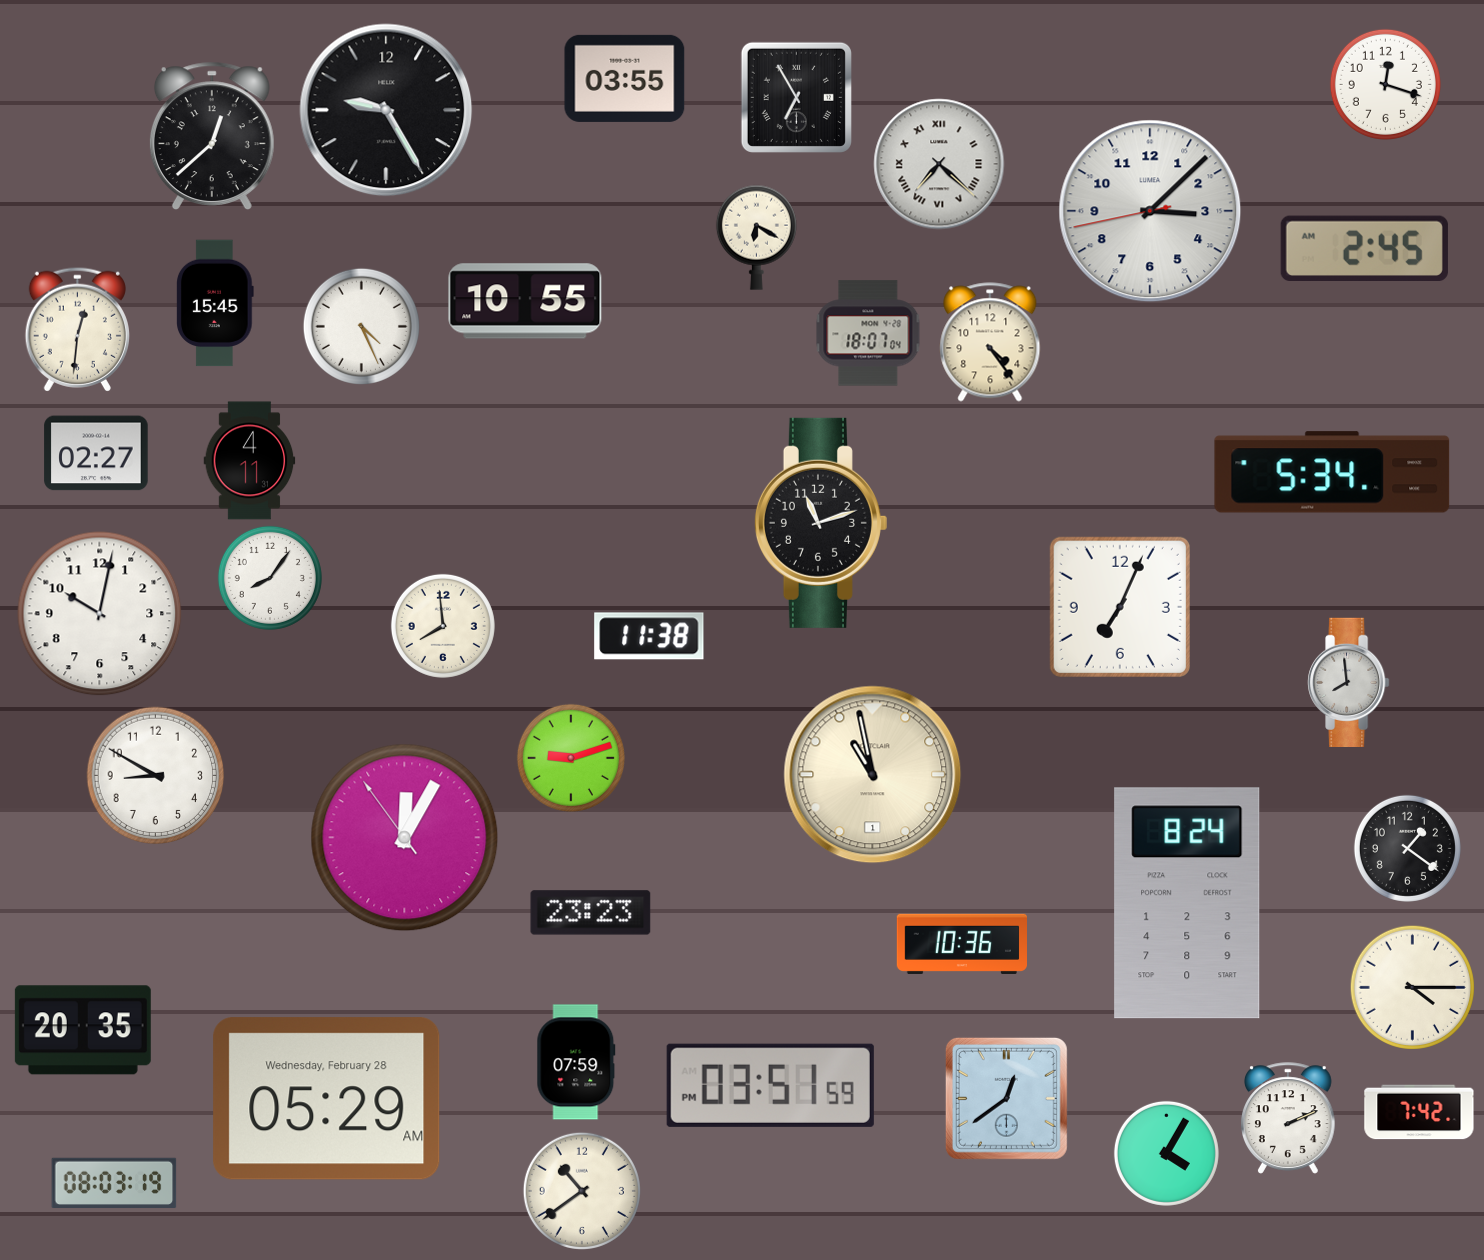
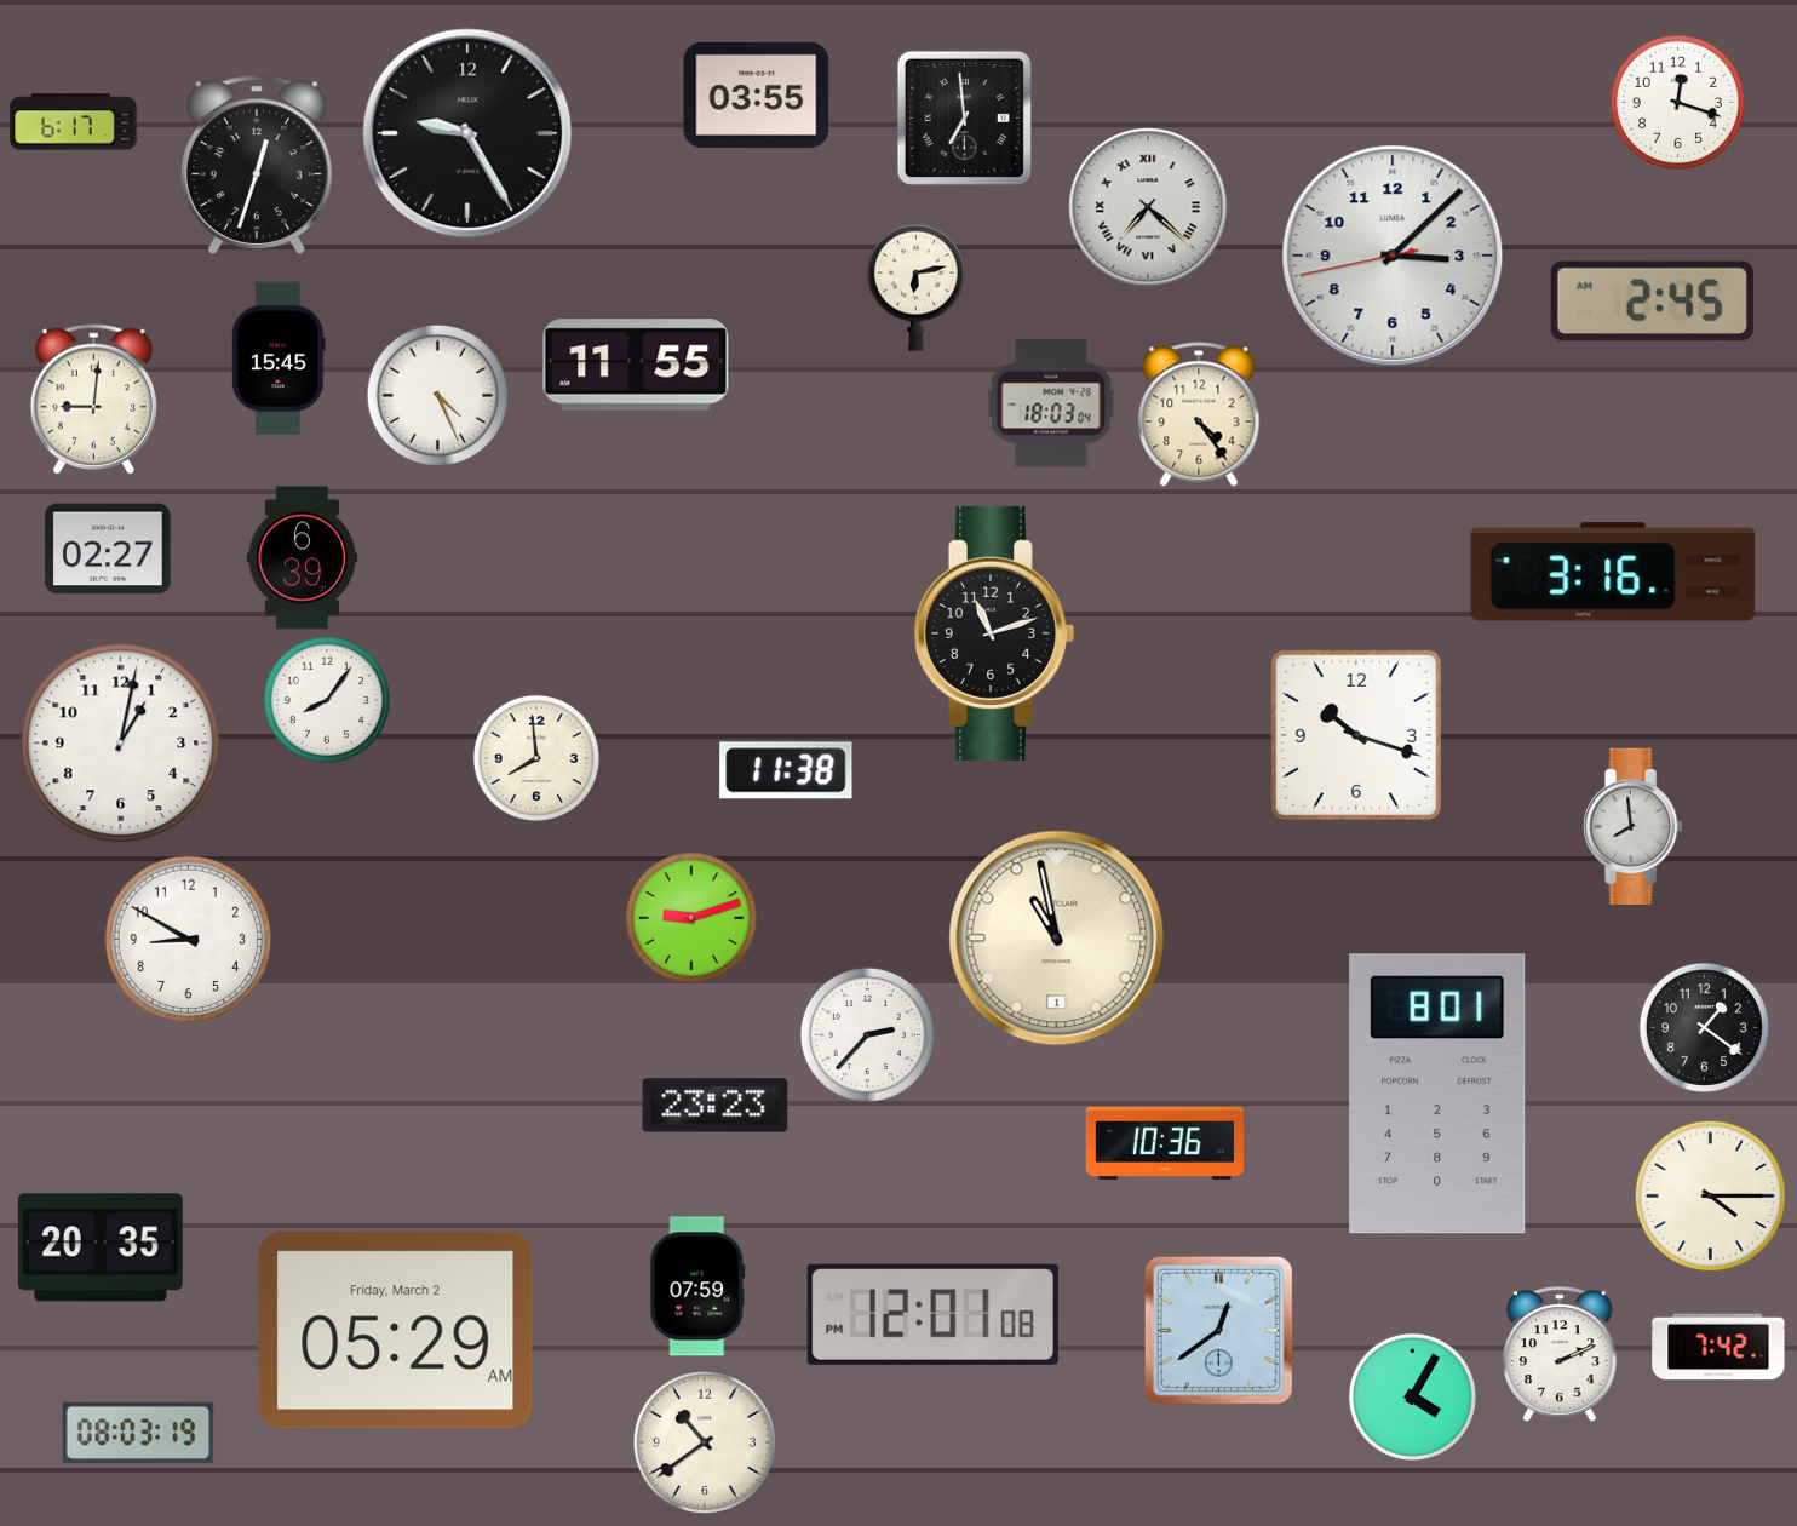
clock at (796, 97): 6:55 -> 6:59
clock at (74, 122): none -> 6:17
clock at (212, 135): 12:38 -> 12:33
clock at (939, 164) position: (939, 164) -> (1148, 207)
clock at (756, 237): 6:20 -> 6:13
clock at (525, 301): 10:55 -> 11:55
clock at (216, 303) position: (216, 303) -> (280, 358)
clock at (77, 329): 12:31 -> 9:01
clock at (868, 333): 18:07 -> 18:03
clock at (96, 453) position: (96, 453) -> (108, 549)
clock at (250, 461): 4:11 -> 6:39
clock at (1332, 472): 5:34 -> 3:16
clock at (1120, 607): 7:04 -> 10:18
clock at (100, 614): 10:02 -> 1:02
clock at (405, 838): 12:04 -> none
clock at (867, 1034): none -> 2:37
clock at (1187, 903): 8:24 -> 8:01
clock at (770, 1085): 03:51 -> 12:01
clock at (327, 1099) date: Wednesday, February 28 -> Friday, March 2
